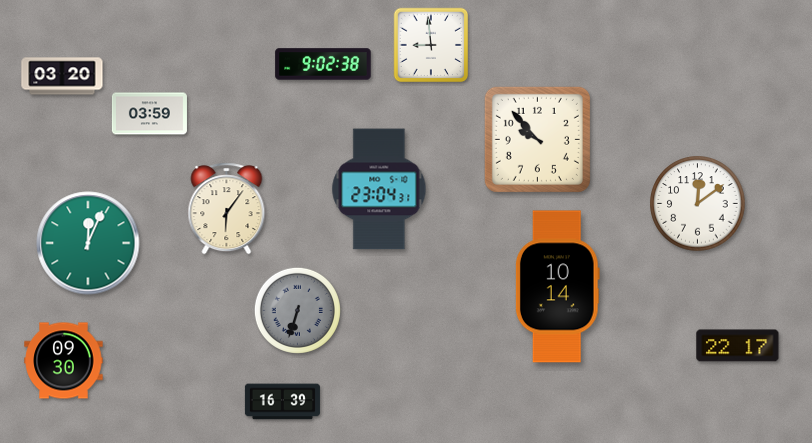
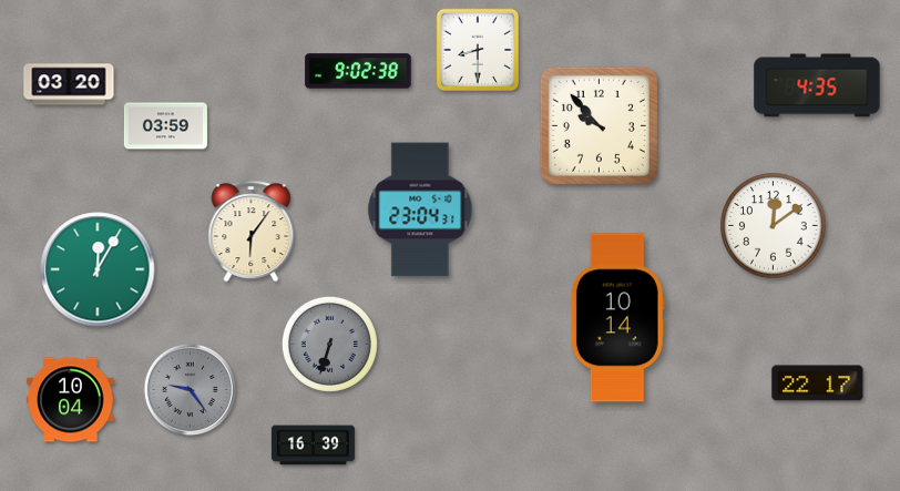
clock at (431, 45): 8:59 -> 8:30
clock at (817, 85): none -> 4:35
clock at (537, 139) position: (537, 139) -> (599, 125)
clock at (88, 243): 12:04 -> 12:05
clock at (190, 389): none -> 9:24
clock at (64, 361): 09:30 -> 10:04
